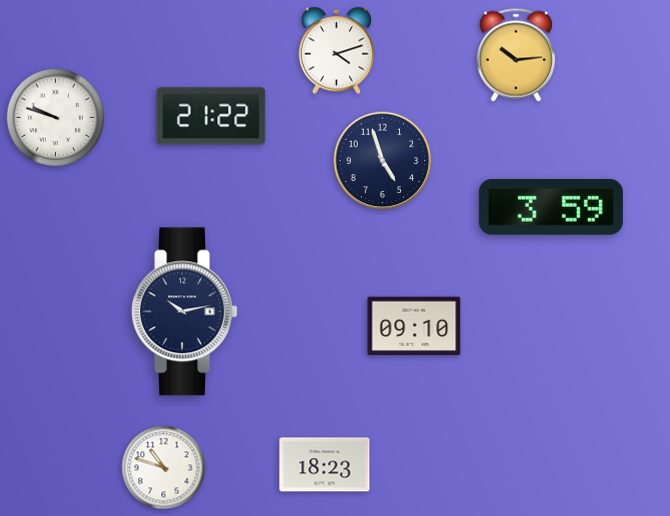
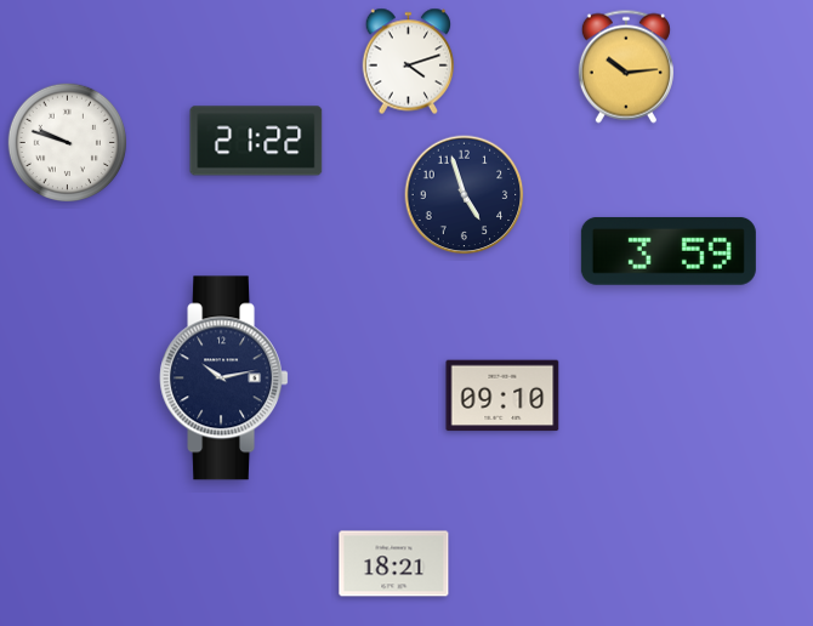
clock at (325, 465): 18:23 -> 18:21
clock at (164, 468): 10:48 -> none
